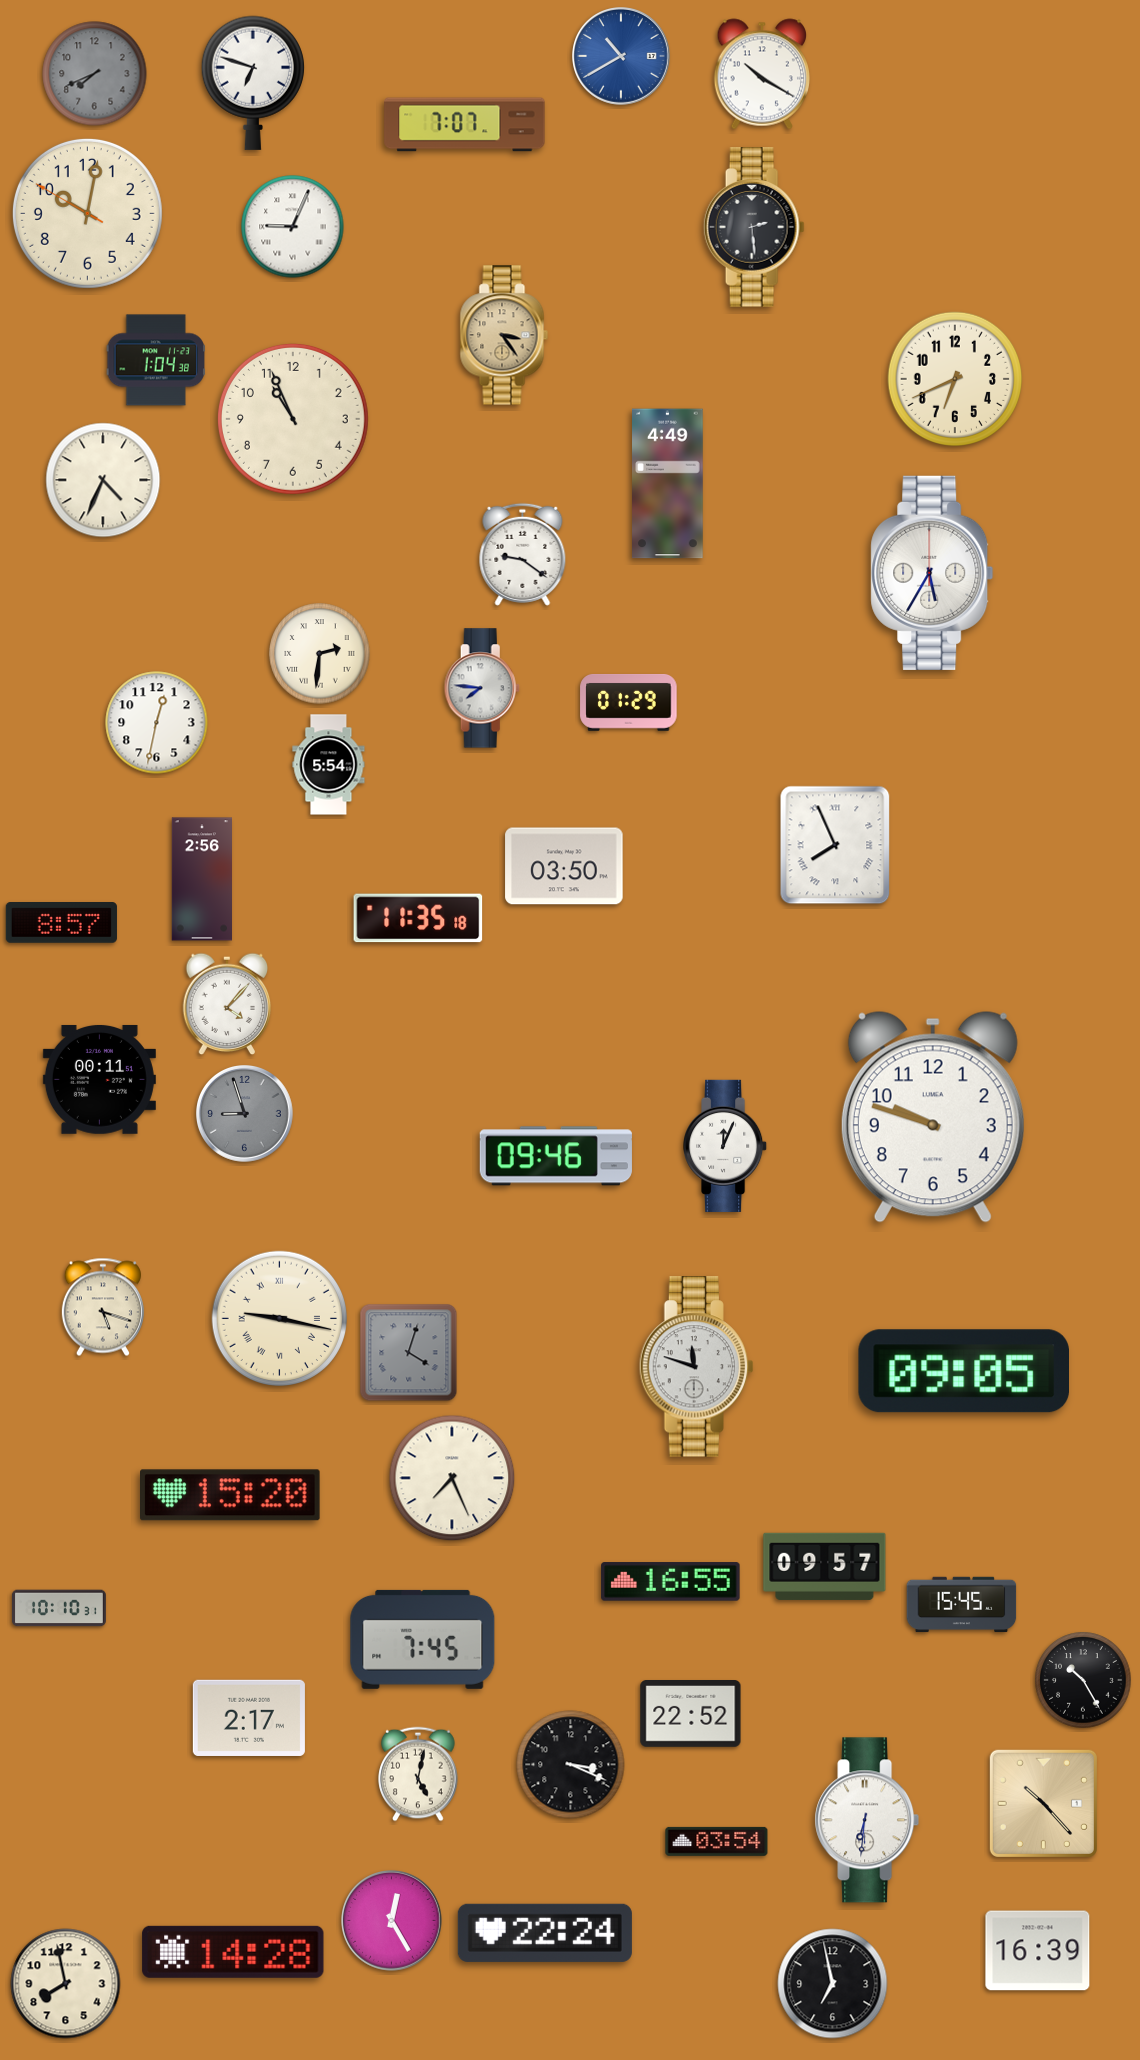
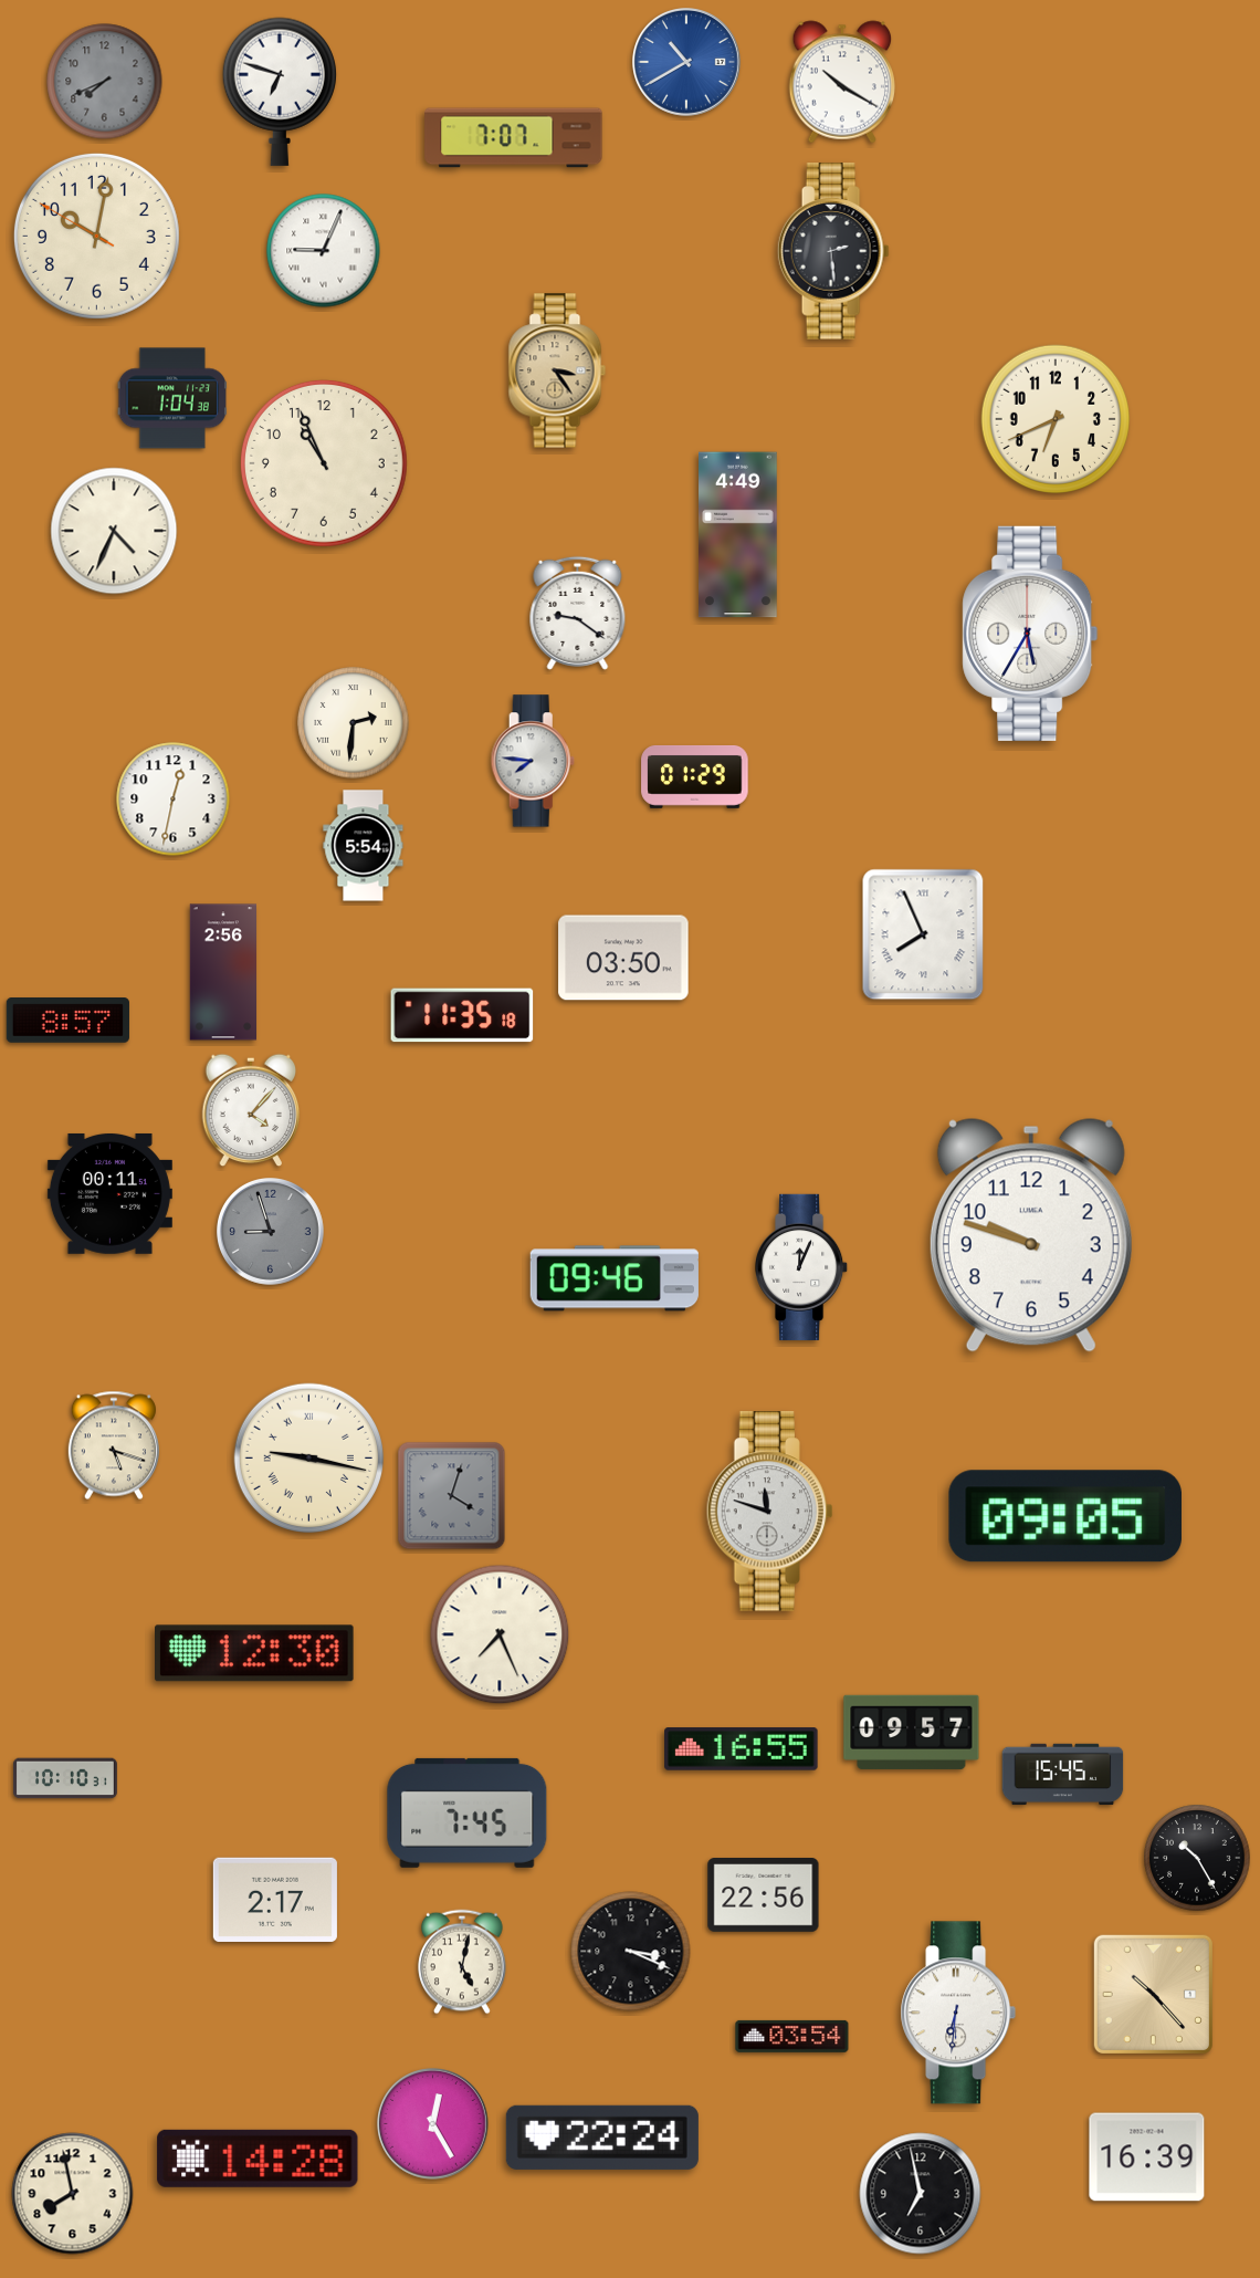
clock at (231, 1495): 15:20 -> 12:30
clock at (691, 1714): 22:52 -> 22:56
